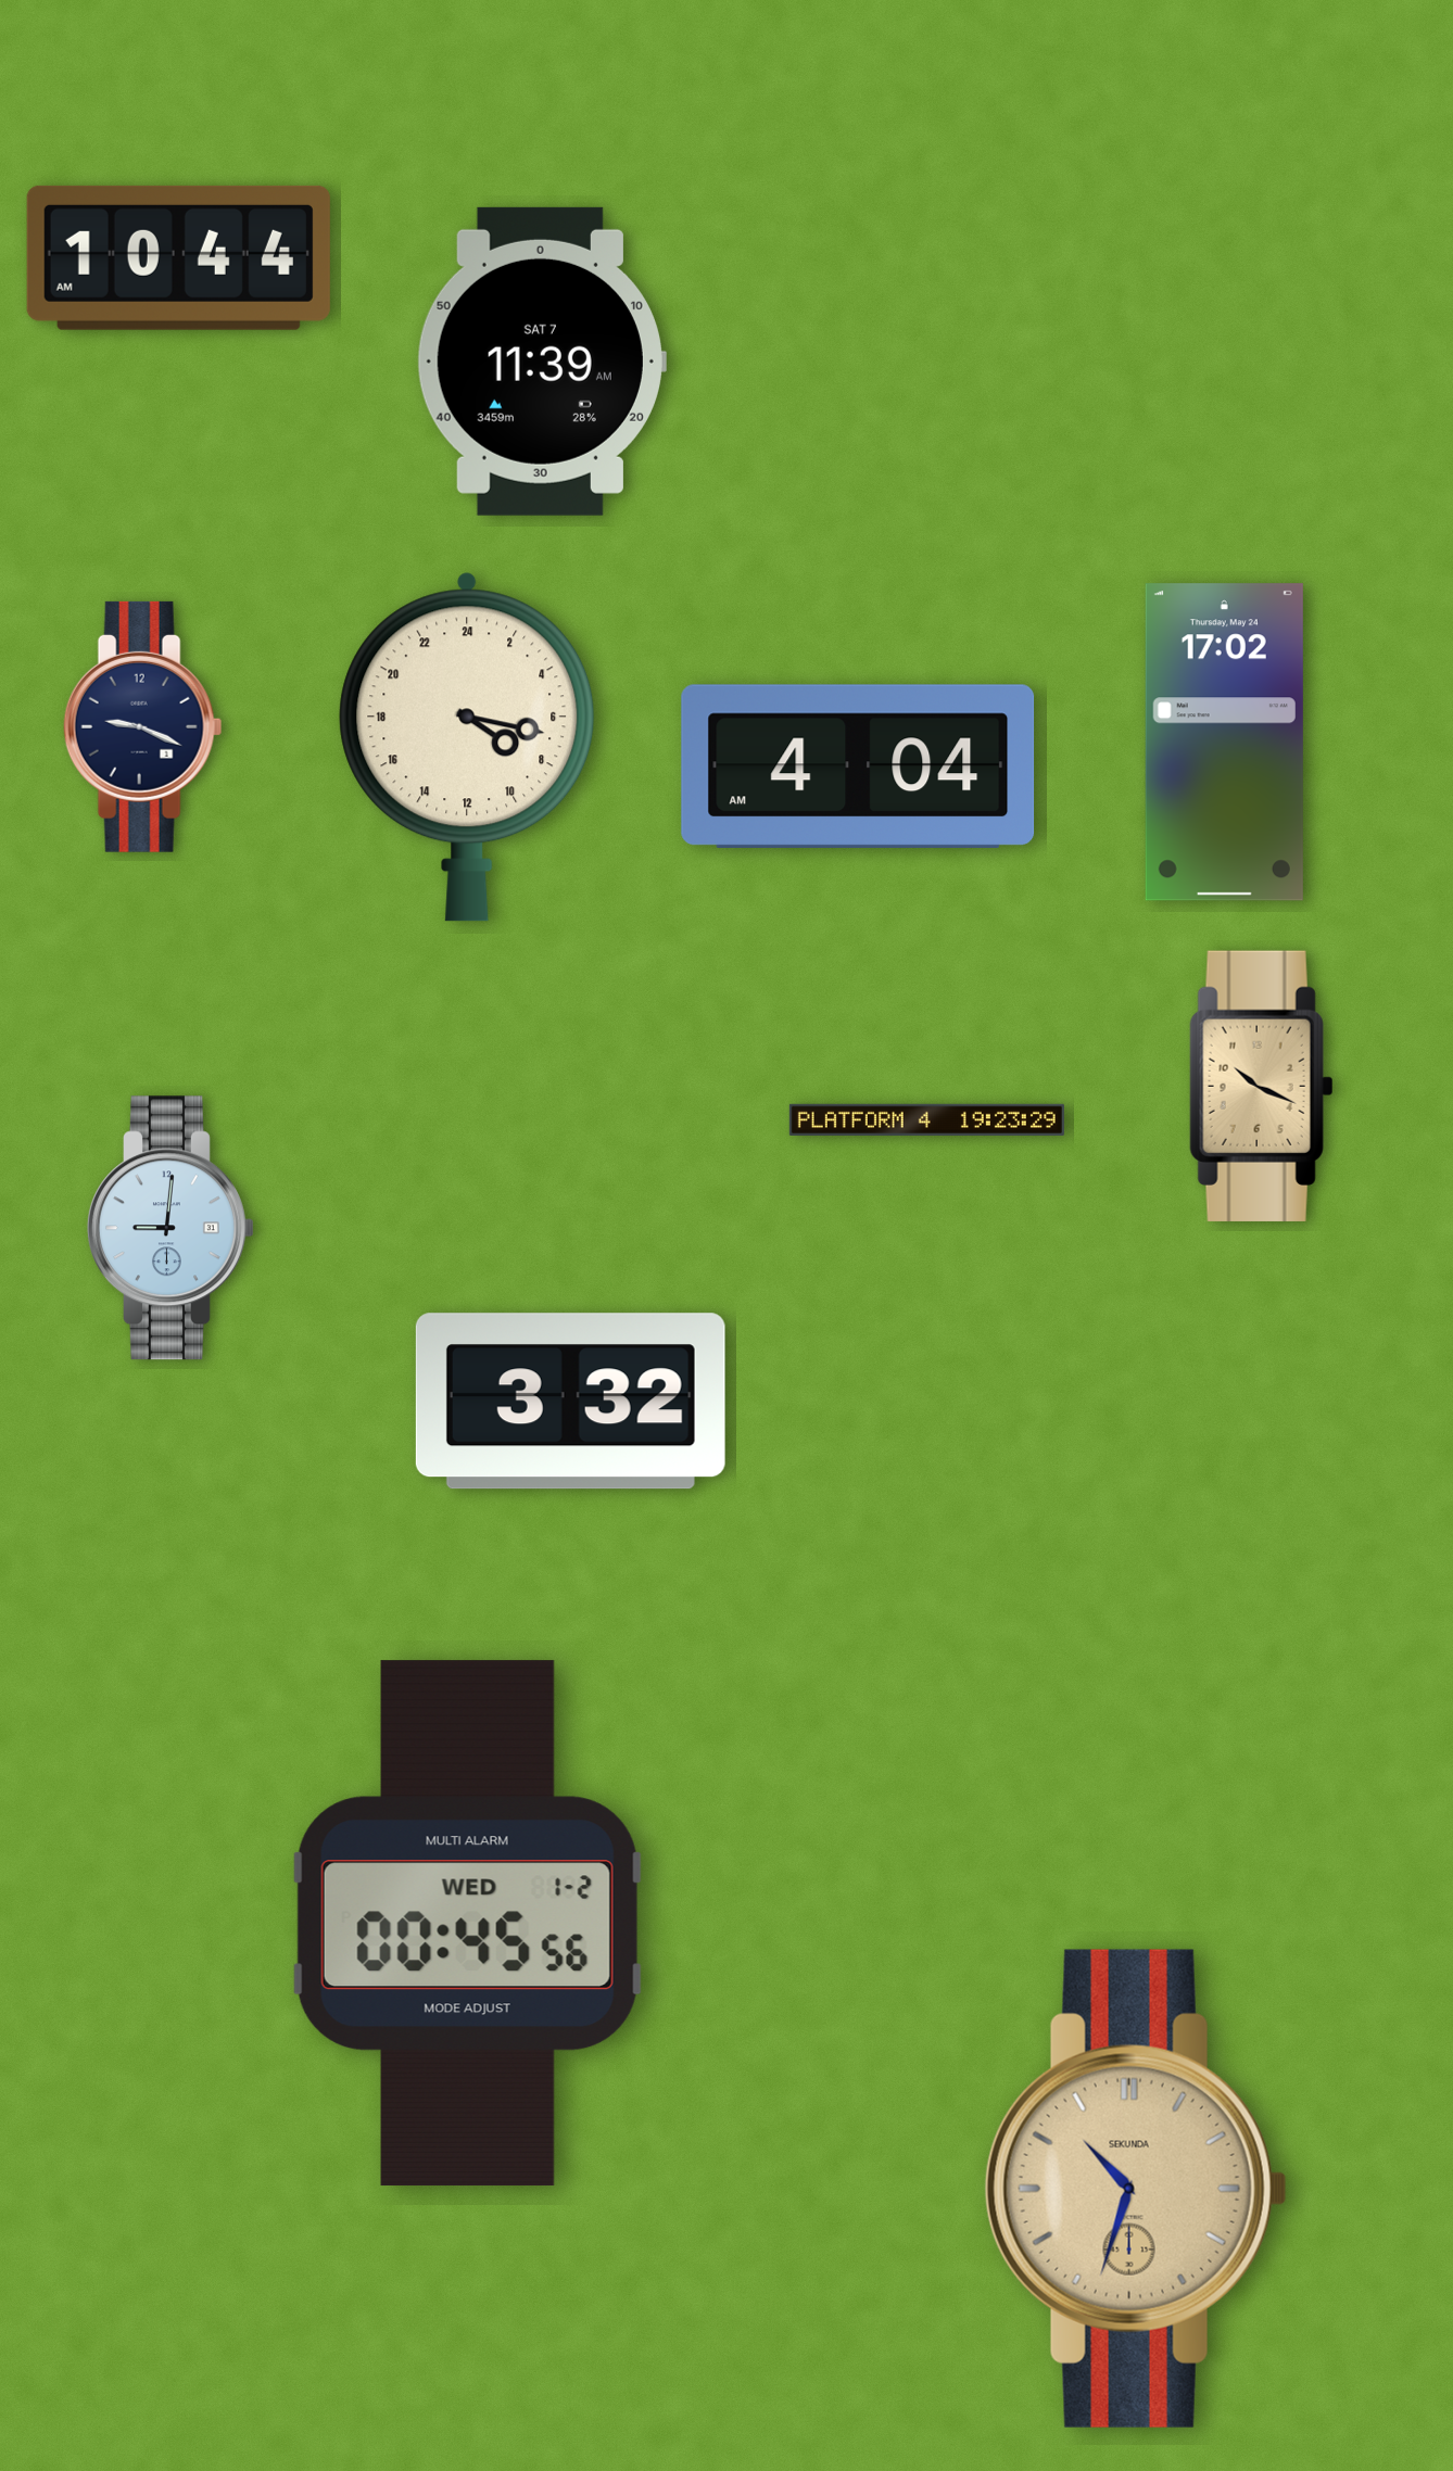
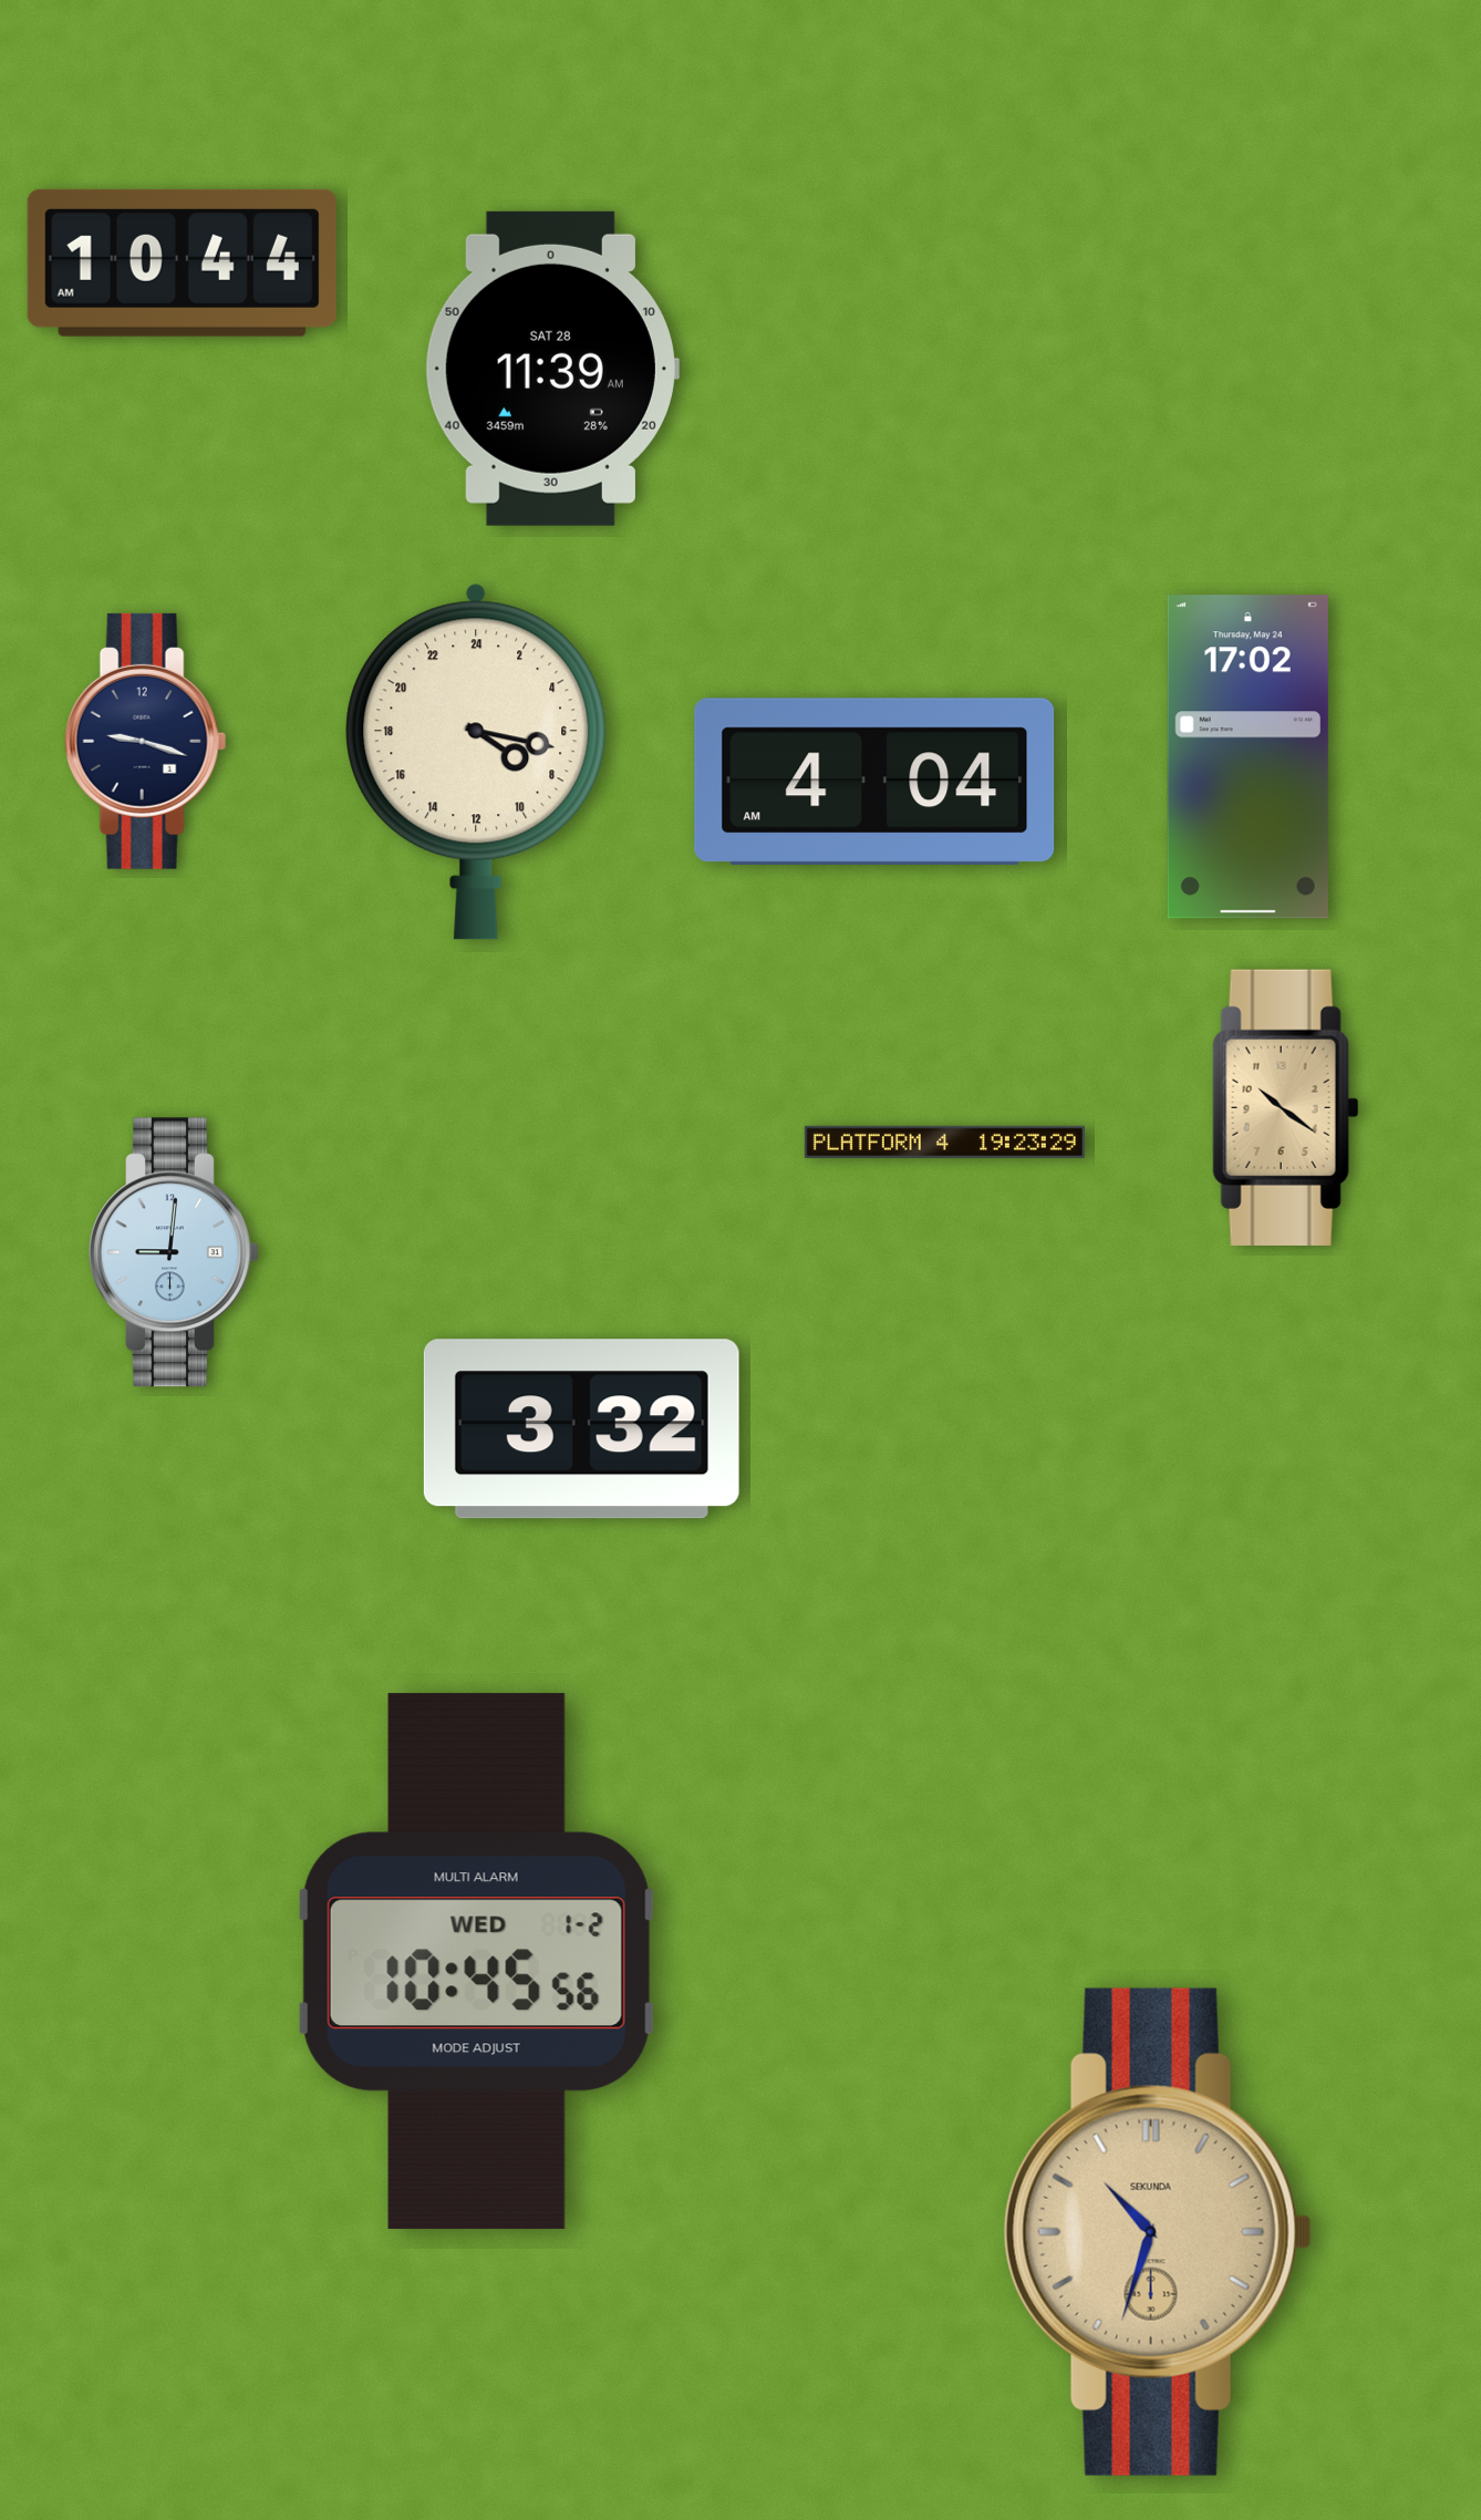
clock at (541, 362) date: SAT 7 -> SAT 28
clock at (143, 726): 9:19 -> 9:18
clock at (1262, 1086): 10:19 -> 10:21
clock at (467, 1924): 00:45 -> 10:45
